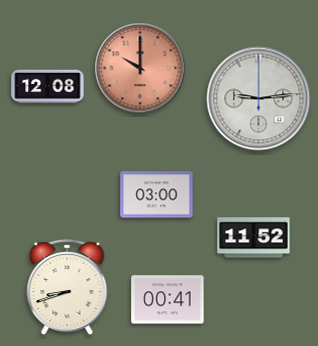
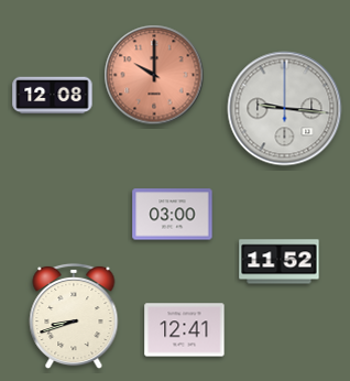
clock at (259, 99): 9:14 -> 9:16
clock at (168, 300): 00:41 -> 12:41
